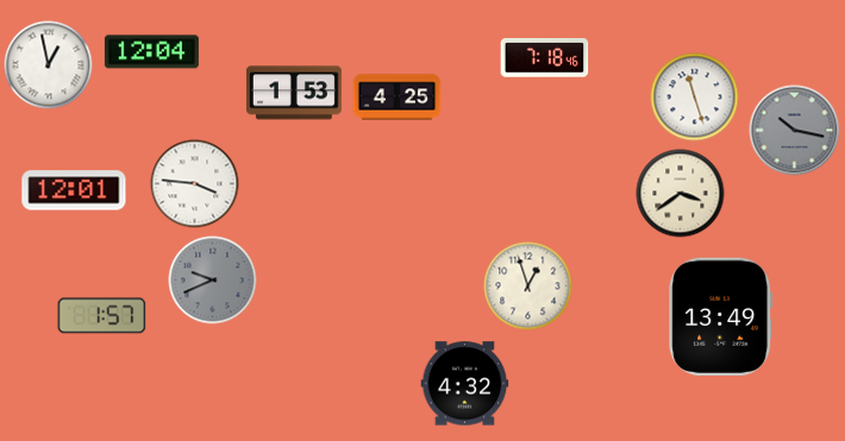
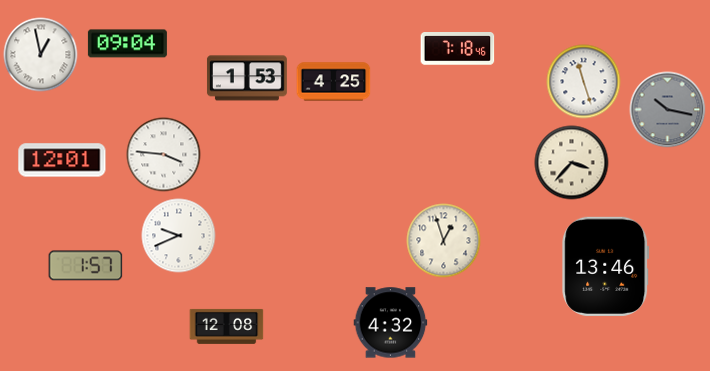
clock at (151, 52): 12:04 -> 09:04
clock at (681, 194): 3:39 -> 3:37
clock at (213, 281) dial: grey -> white
clock at (721, 316): 13:49 -> 13:46
clock at (227, 326): none -> 12:08
